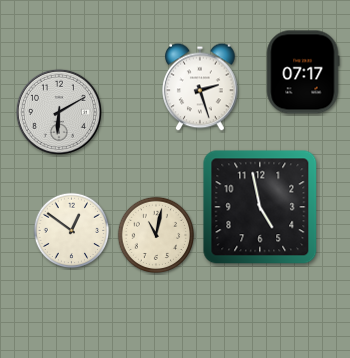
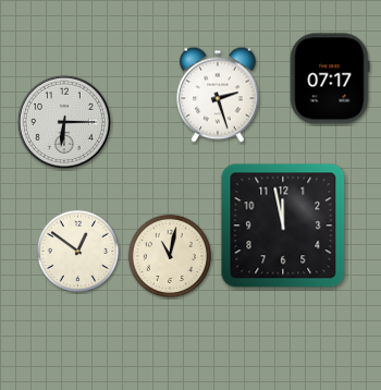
clock at (59, 112): 6:10 -> 6:15
clock at (260, 207): 4:58 -> 11:58
